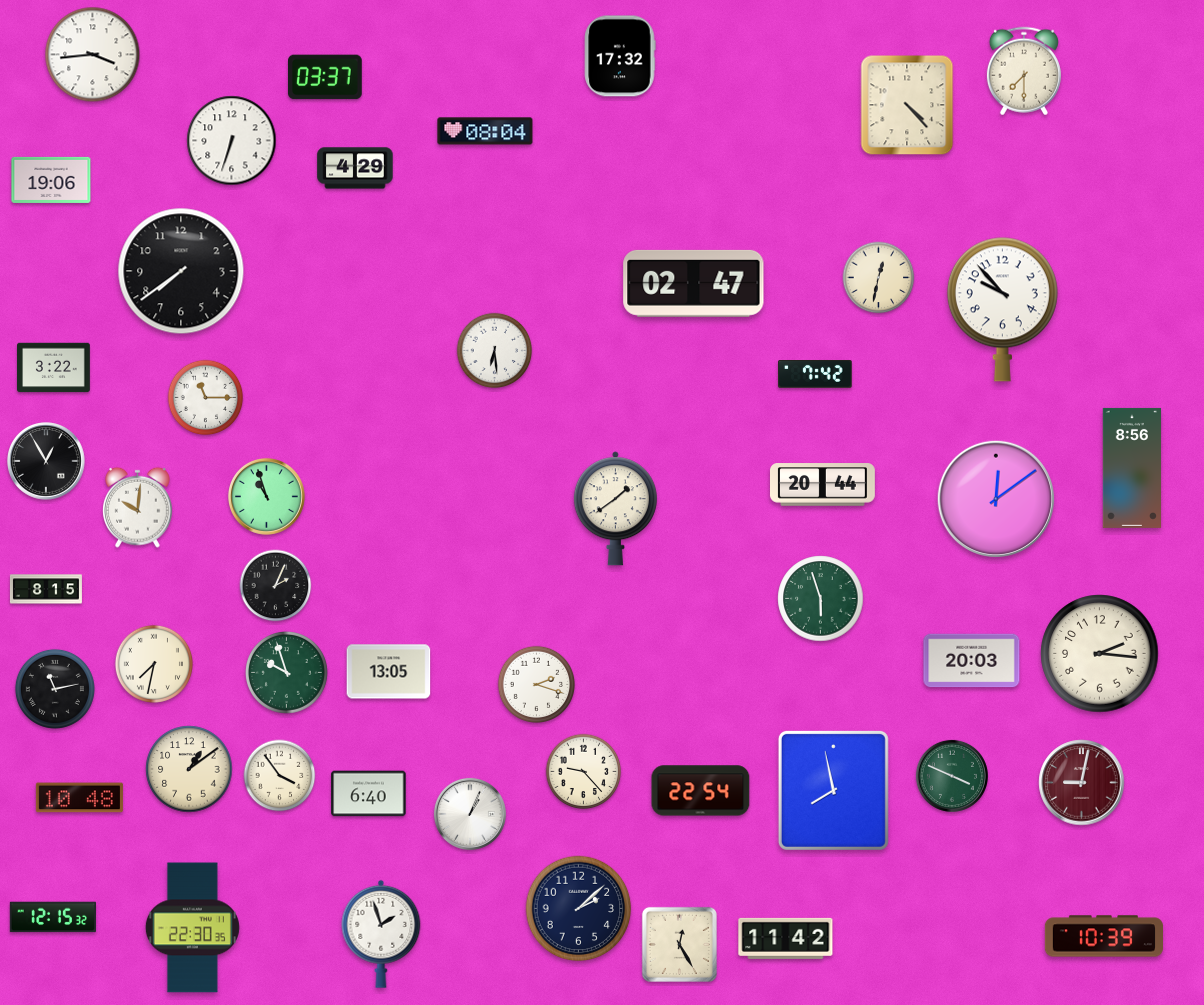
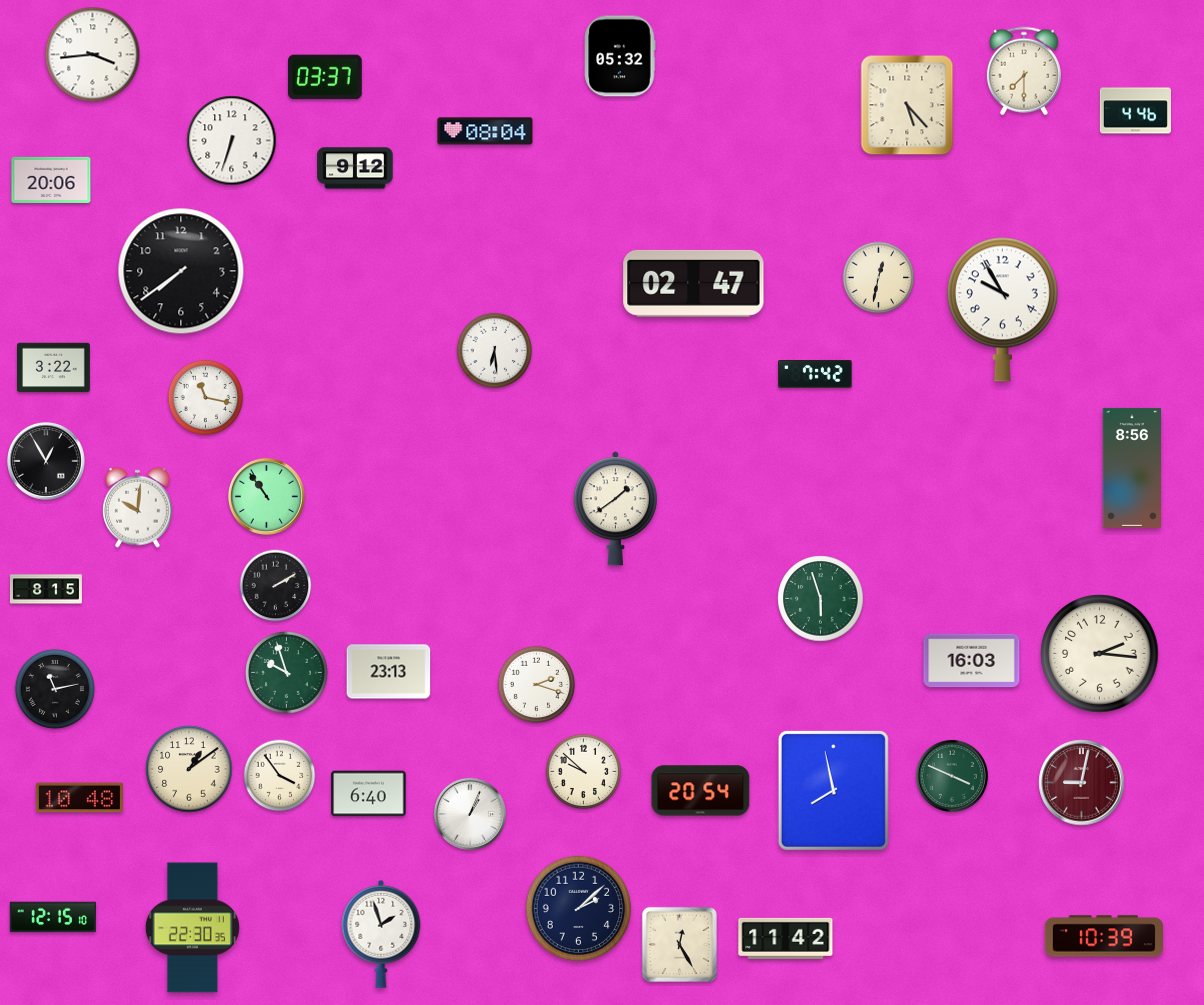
clock at (620, 56): 17:32 -> 05:32
clock at (907, 105): 4:23 -> 5:23
clock at (1135, 111): none -> 4:46
clock at (355, 168): 4:29 -> 9:12
clock at (51, 180): 19:06 -> 20:06
clock at (1002, 309): 9:53 -> 9:55
clock at (206, 398): 11:15 -> 11:17
clock at (823, 485): 20:44 -> none
clock at (266, 496): 10:57 -> 10:54
clock at (995, 498): 12:09 -> none
clock at (276, 586): 2:04 -> 2:10
clock at (972, 661): 20:03 -> 16:03
clock at (154, 664): 7:32 -> none
clock at (389, 672): 13:05 -> 23:13
clock at (584, 772): 9:23 -> 9:52
clock at (701, 791): 22:54 -> 20:54
clock at (52, 917): 12:15:32 -> 12:15:10
